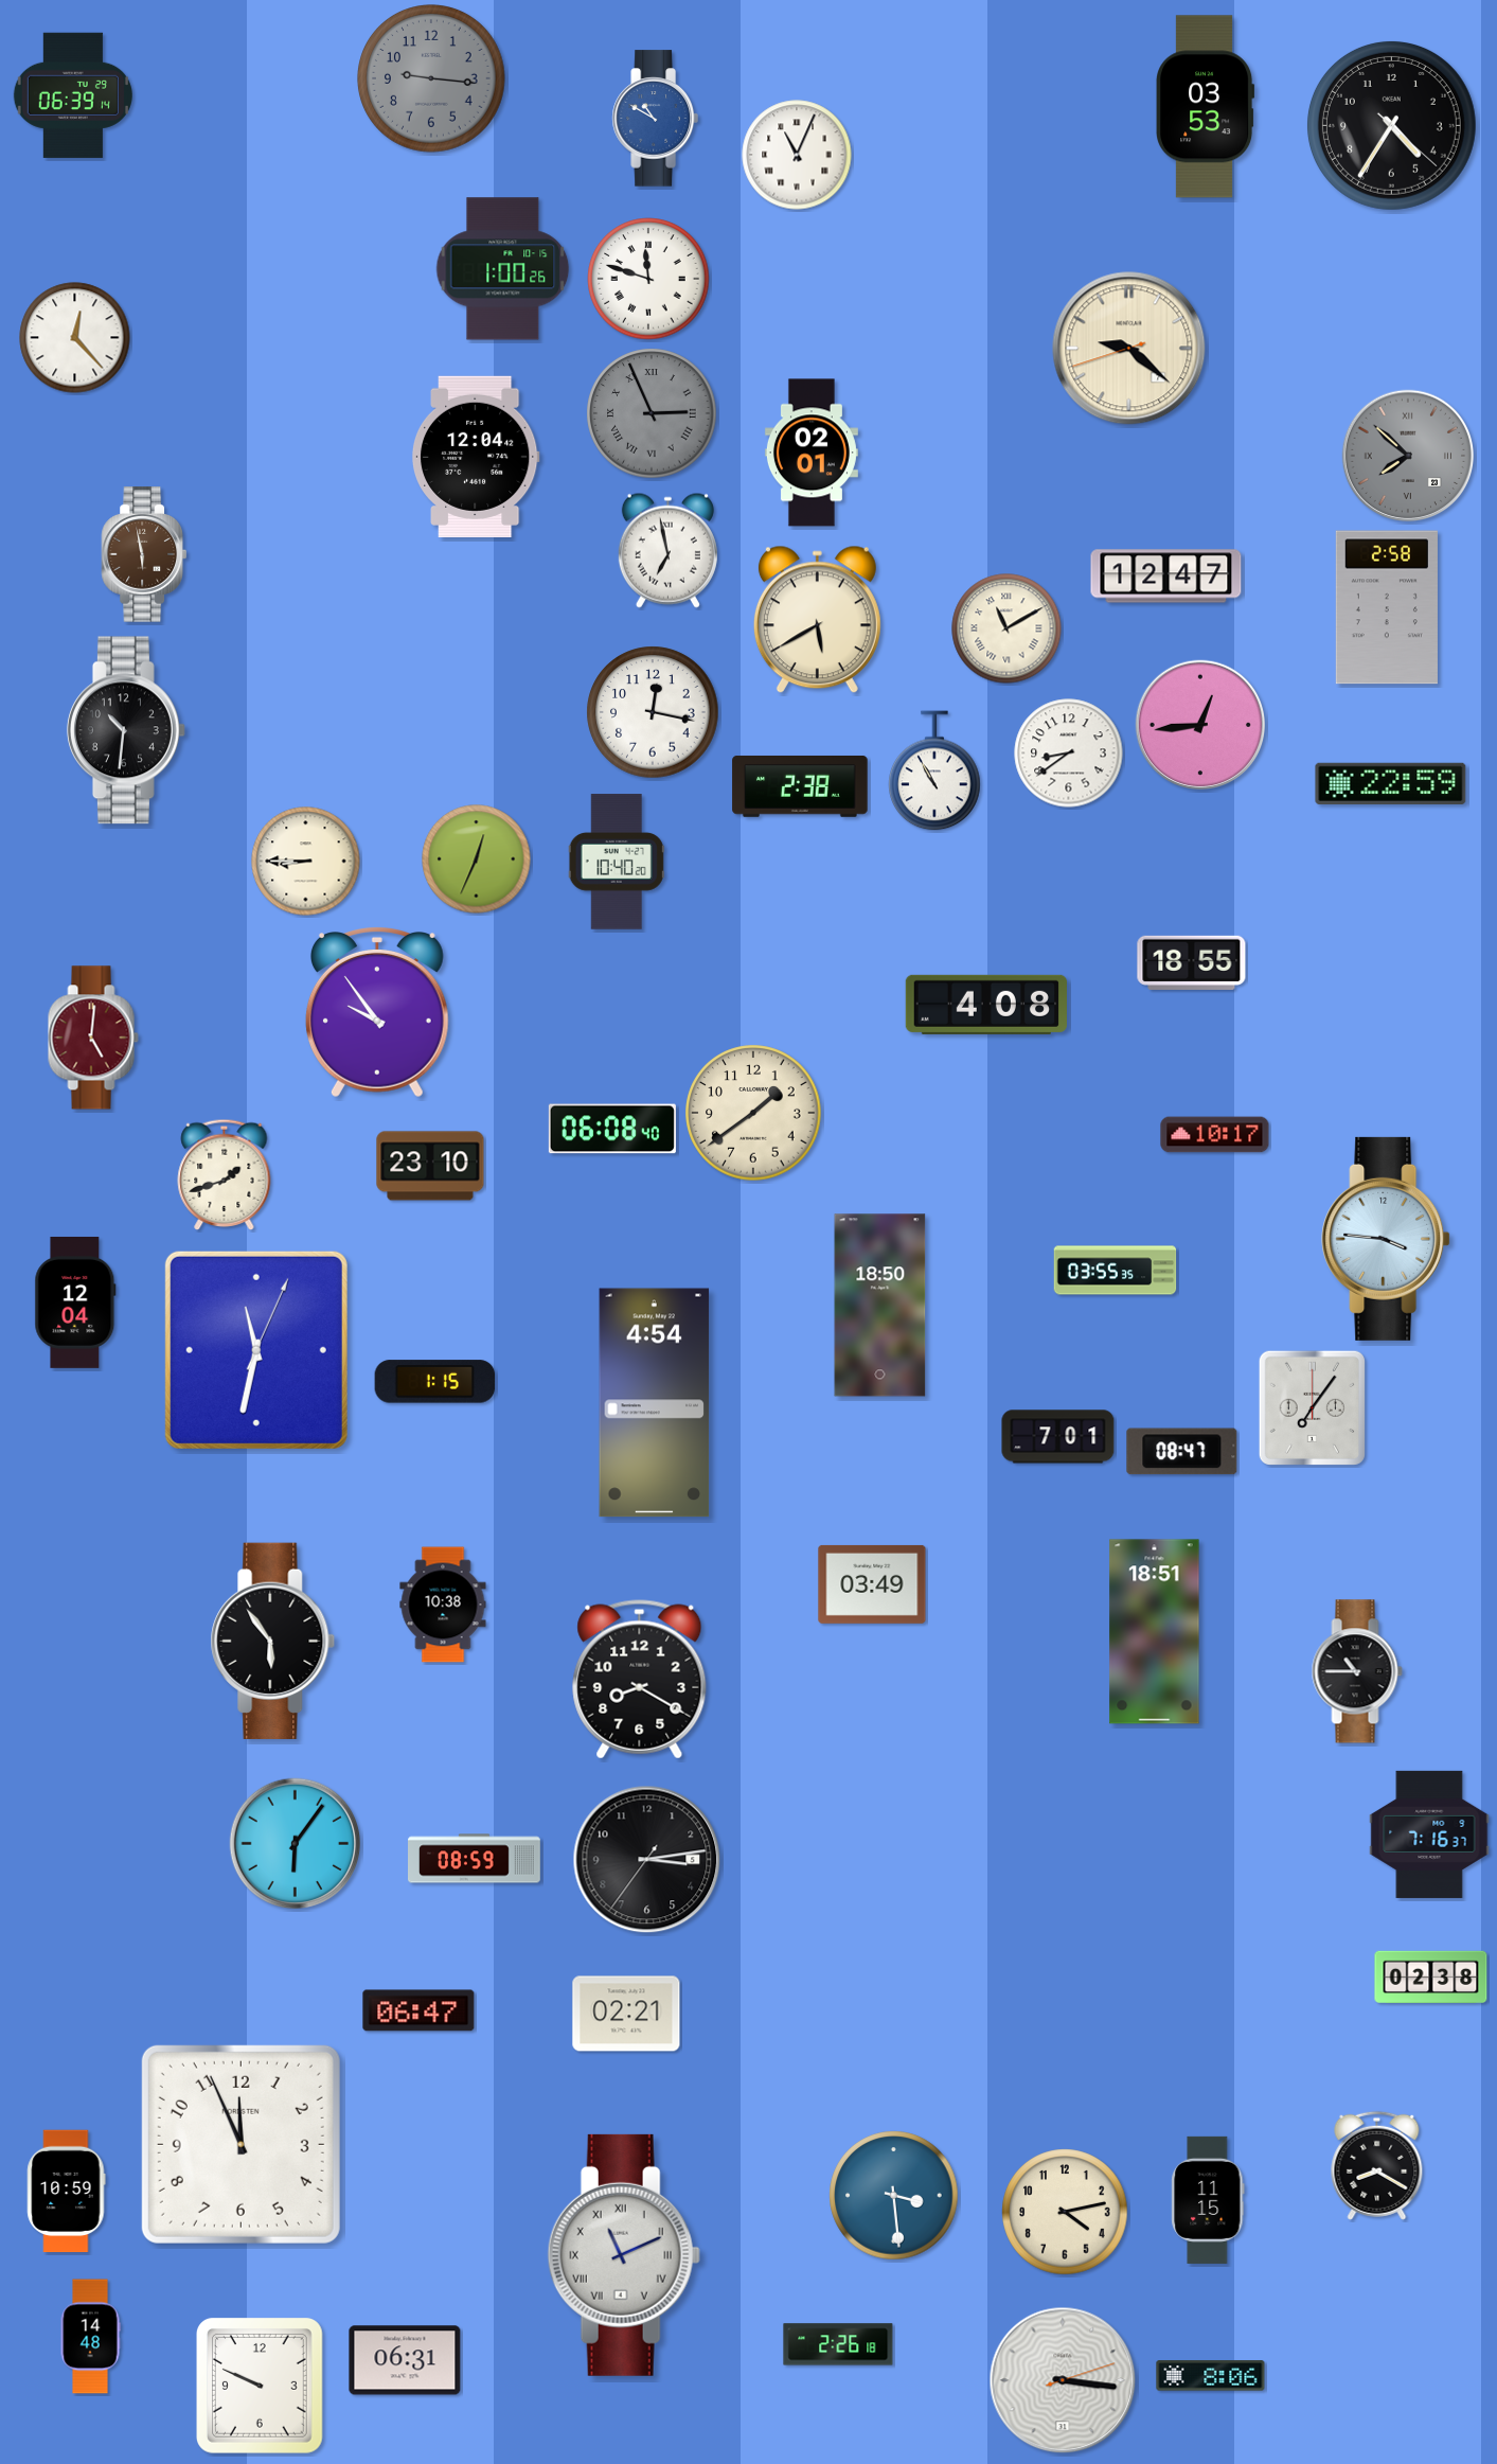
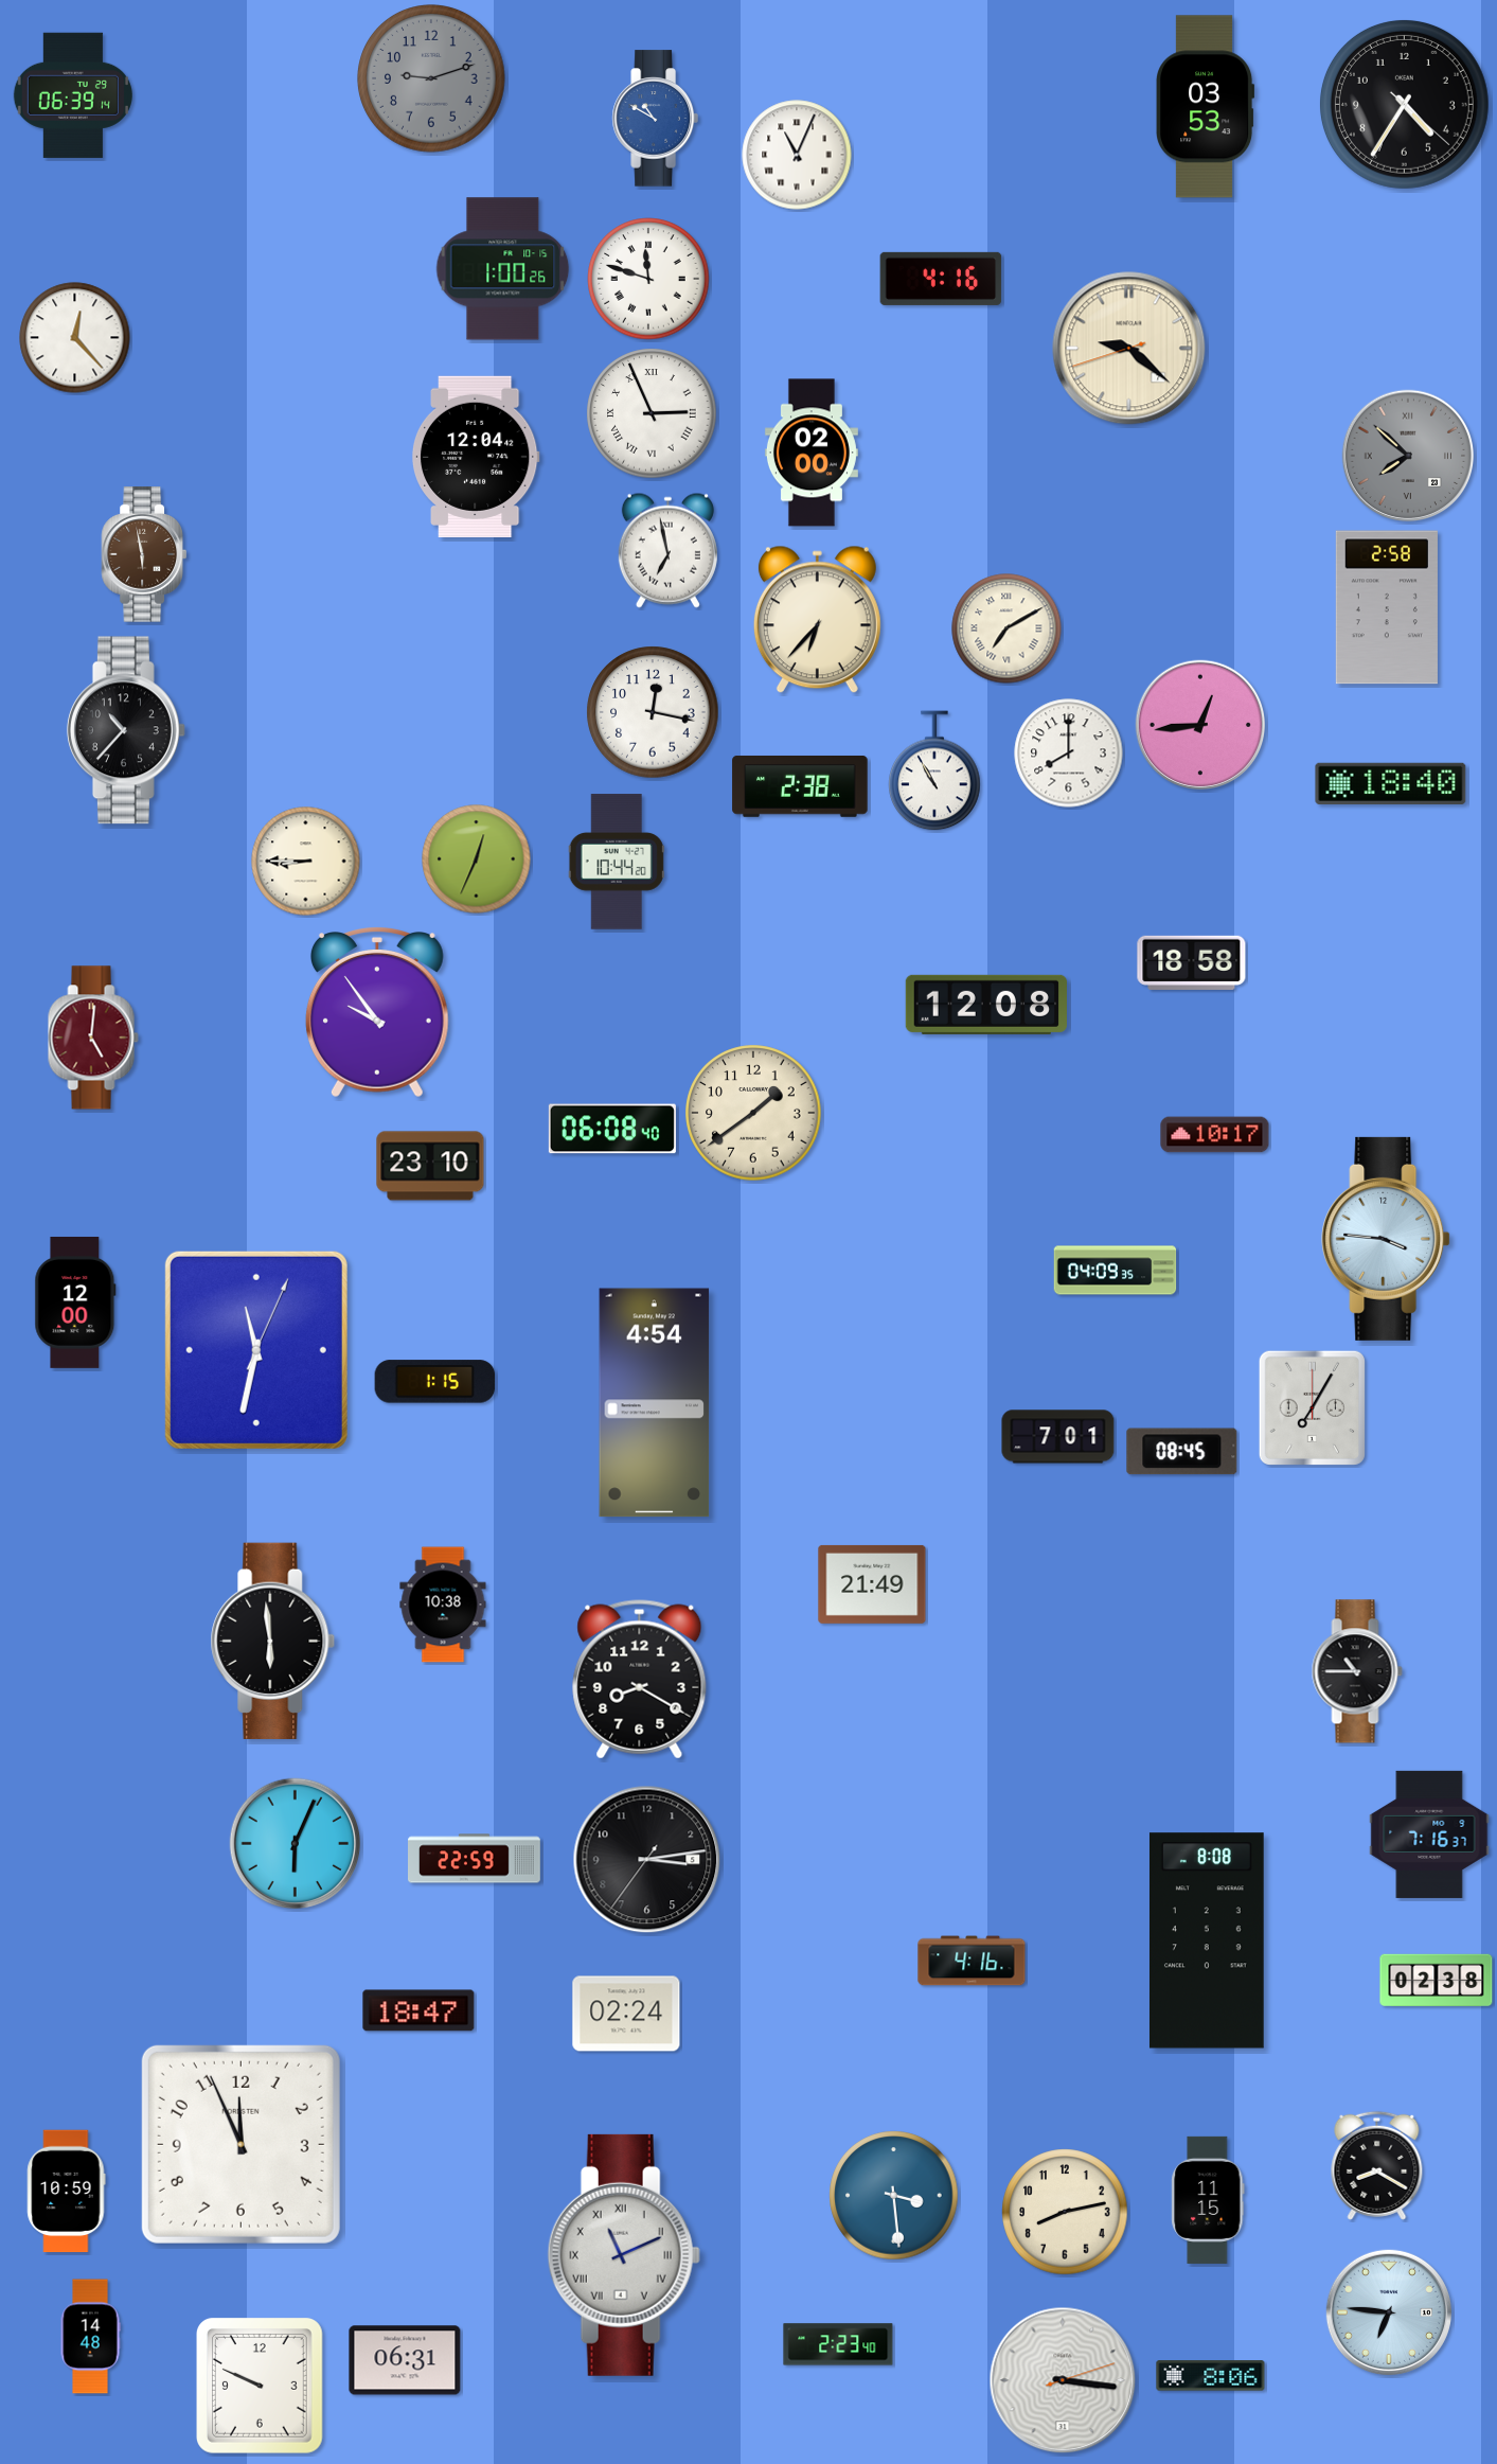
clock at (431, 78): 9:16 -> 9:12
clock at (1391, 125) position: (1391, 125) -> (1404, 104)
clock at (941, 279): none -> 4:16
clock at (652, 413) dial: grey -> white
clock at (812, 453): 02:01 -> 02:00
clock at (1166, 577): 12:47 -> none
clock at (817, 620): 5:40 -> 6:37
clock at (1006, 628): 11:10 -> 7:10
clock at (126, 730): 10:31 -> 10:37
clock at (1069, 754): 8:39 -> 8:00
clock at (1391, 783): 22:59 -> 18:40
clock at (617, 862): 10:40 -> 10:44
clock at (1192, 962): 18:55 -> 18:58
clock at (986, 1005): 4:08 -> 12:08
clock at (225, 1174): 1:42 -> none
clock at (1116, 1271): 03:55 -> 04:09
clock at (75, 1302): 12:04 -> 12:00
clock at (880, 1306): 18:50 -> none
clock at (1312, 1407): 7:06 -> 7:05
clock at (1182, 1452): 08:47 -> 08:45
clock at (872, 1584): 03:49 -> 21:49
clock at (1155, 1632): 18:51 -> none
clock at (273, 1641): 5:54 -> 5:59
clock at (296, 1844): 6:06 -> 6:04
clock at (475, 1859): 08:59 -> 22:59
clock at (1207, 1940): none -> 8:08
clock at (972, 1961): none -> 4:16
clock at (1431, 1976) position: (1431, 1976) -> (1437, 1980)
clock at (418, 2010): 06:47 -> 18:47
clock at (626, 2014): 02:21 -> 02:24
clock at (1065, 2212): 4:13 -> 8:13
clock at (1389, 2312): none -> 6:46
clock at (838, 2344): 2:26 -> 2:23
